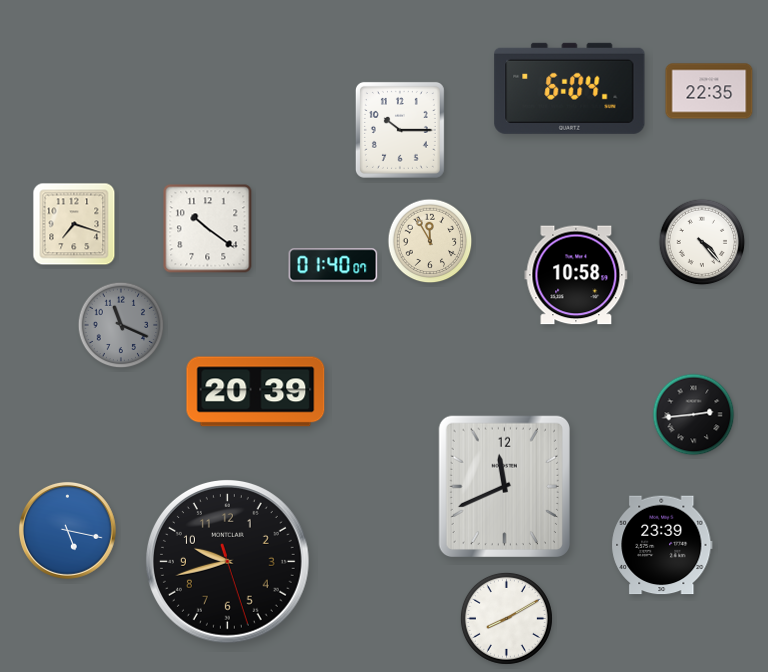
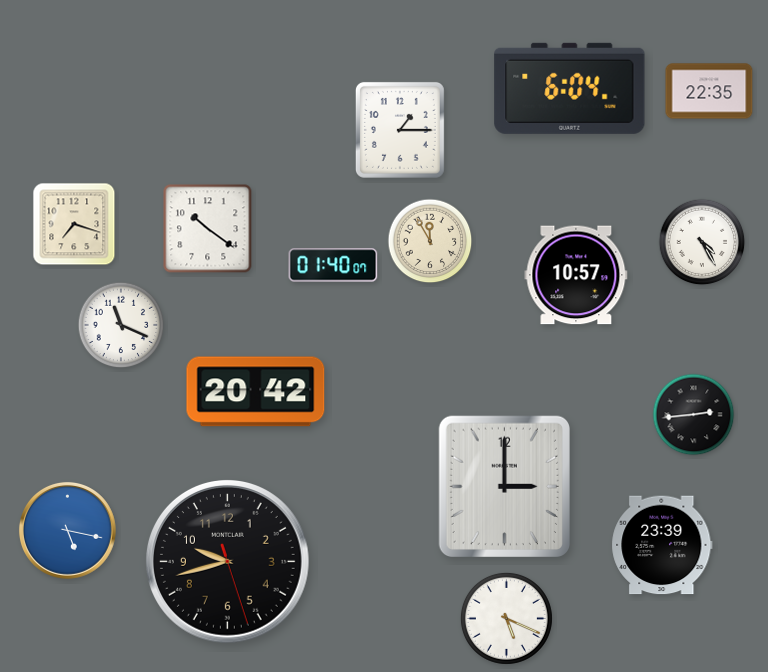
clock at (400, 130): 10:15 -> 1:15
clock at (702, 242): 4:23 -> 4:25
clock at (576, 275): 10:58 -> 10:57
clock at (121, 325) dial: grey -> white
clock at (256, 392): 20:39 -> 20:42
clock at (504, 486): 11:41 -> 3:00
clock at (506, 618): 8:10 -> 5:19
